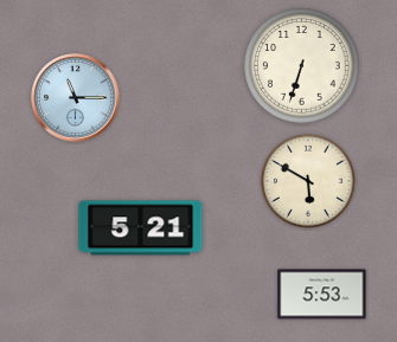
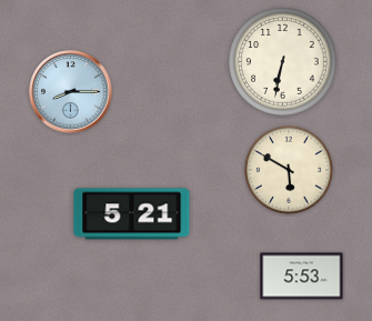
clock at (302, 66): 6:33 -> 6:32
clock at (76, 98): 11:15 -> 8:15
